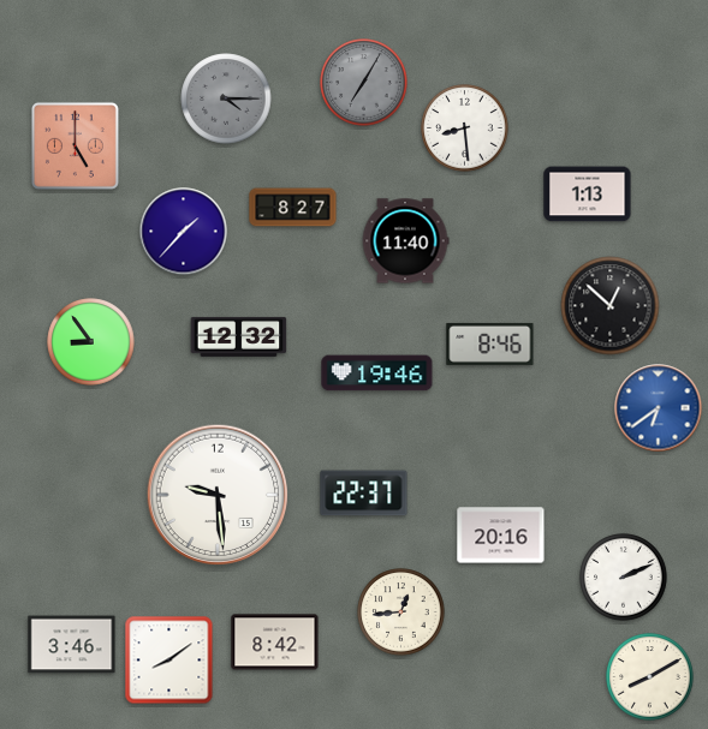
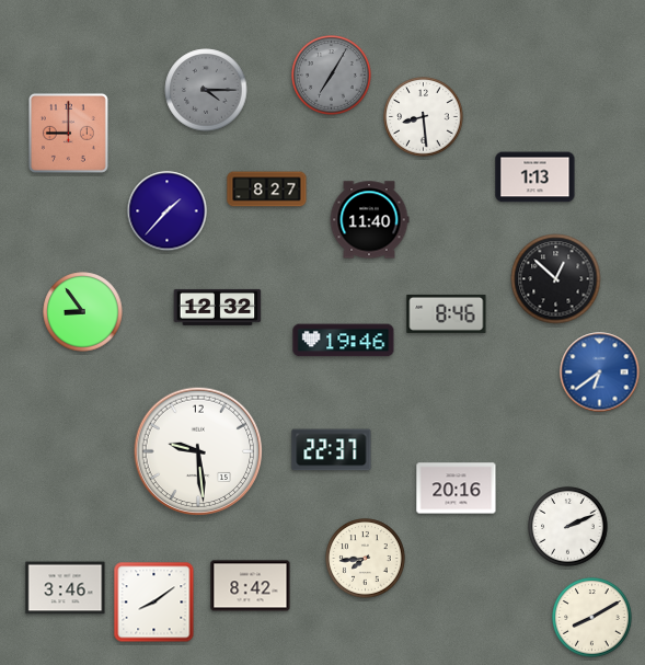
clock at (75, 145): 5:00 -> 9:00
clock at (401, 613): 12:44 -> 7:44
